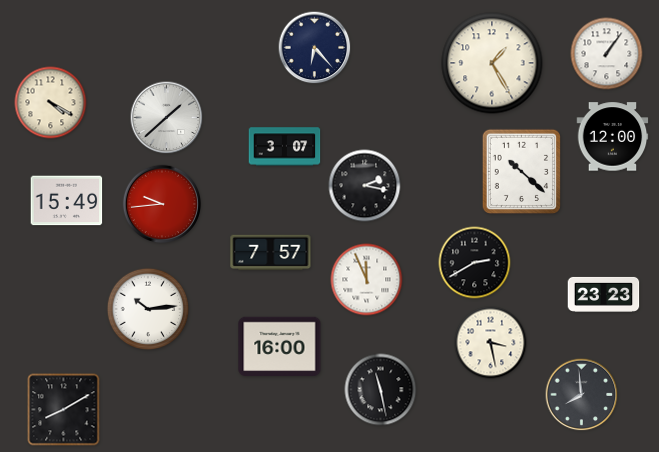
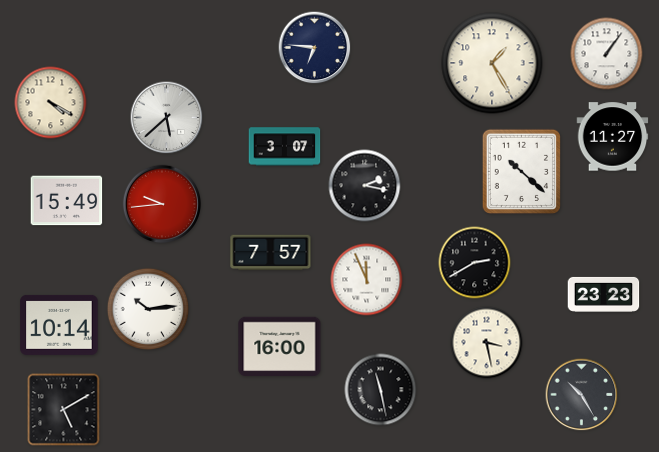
clock at (315, 48): 6:23 -> 6:46
clock at (167, 118): 1:38 -> 5:38
clock at (613, 137): 12:00 -> 11:27
clock at (59, 325): none -> 10:14
clock at (491, 343) position: (491, 343) -> (487, 343)
clock at (582, 395): 7:59 -> 10:25
clock at (64, 410): 8:10 -> 5:10
